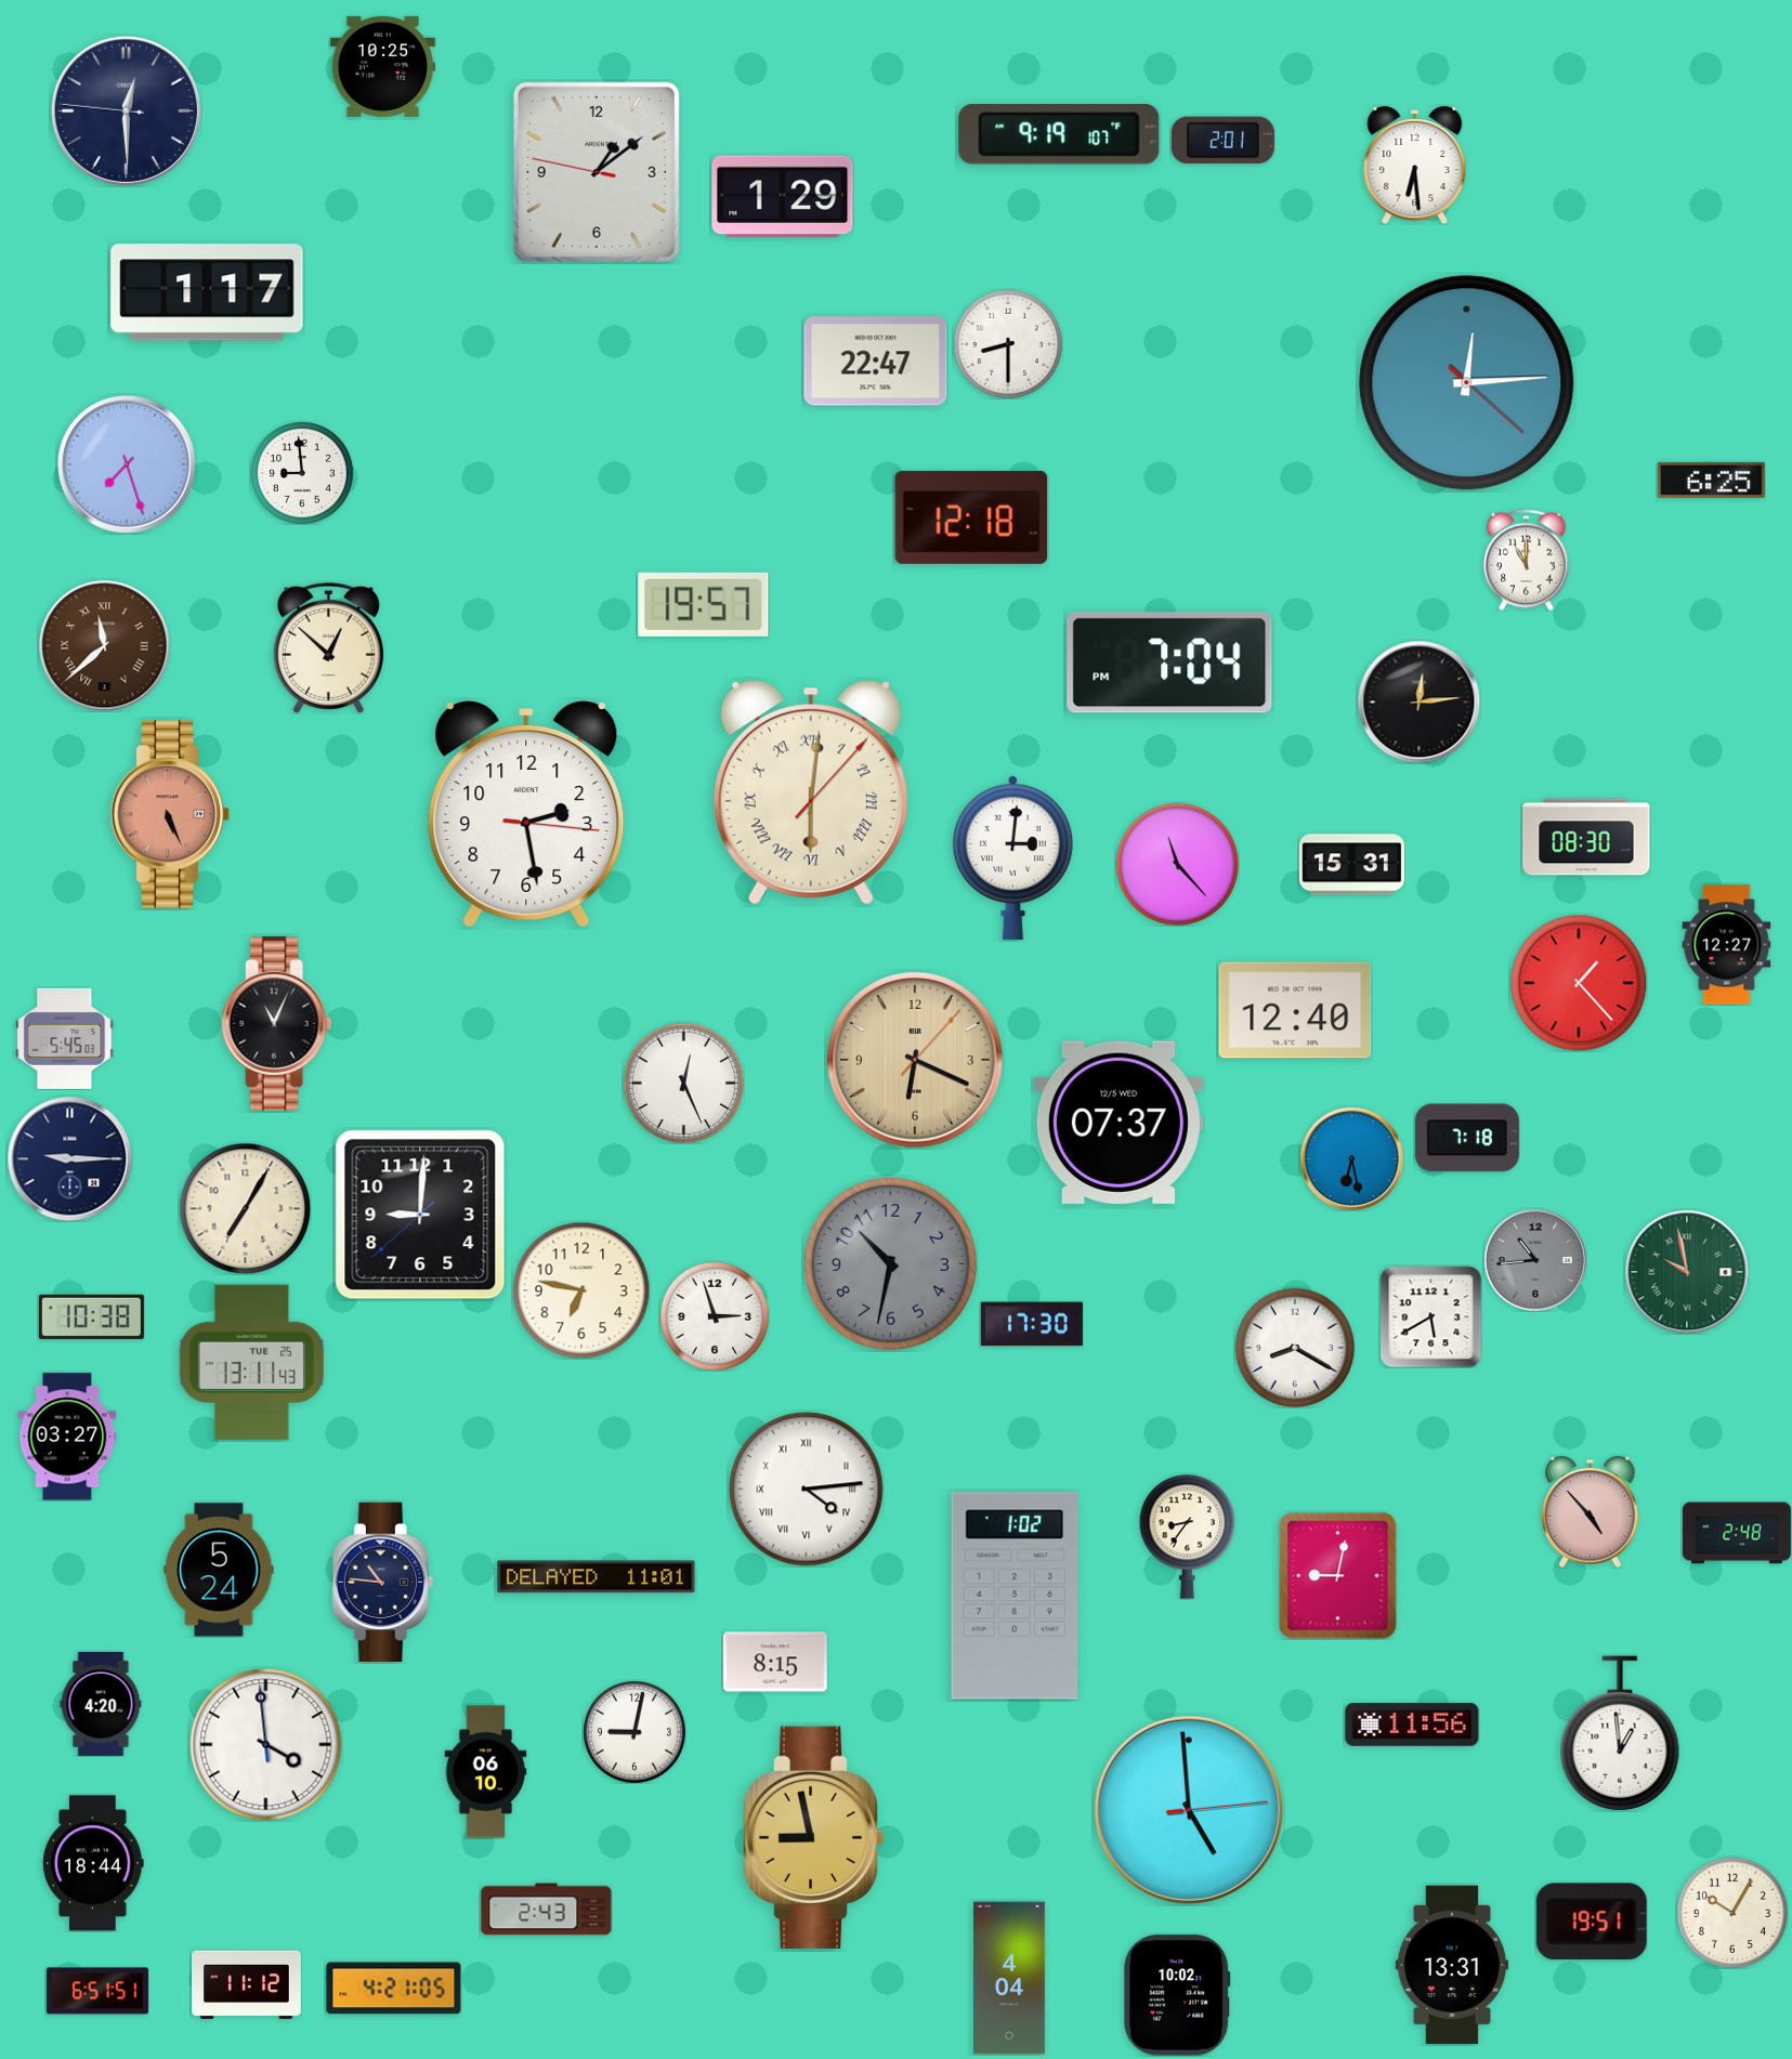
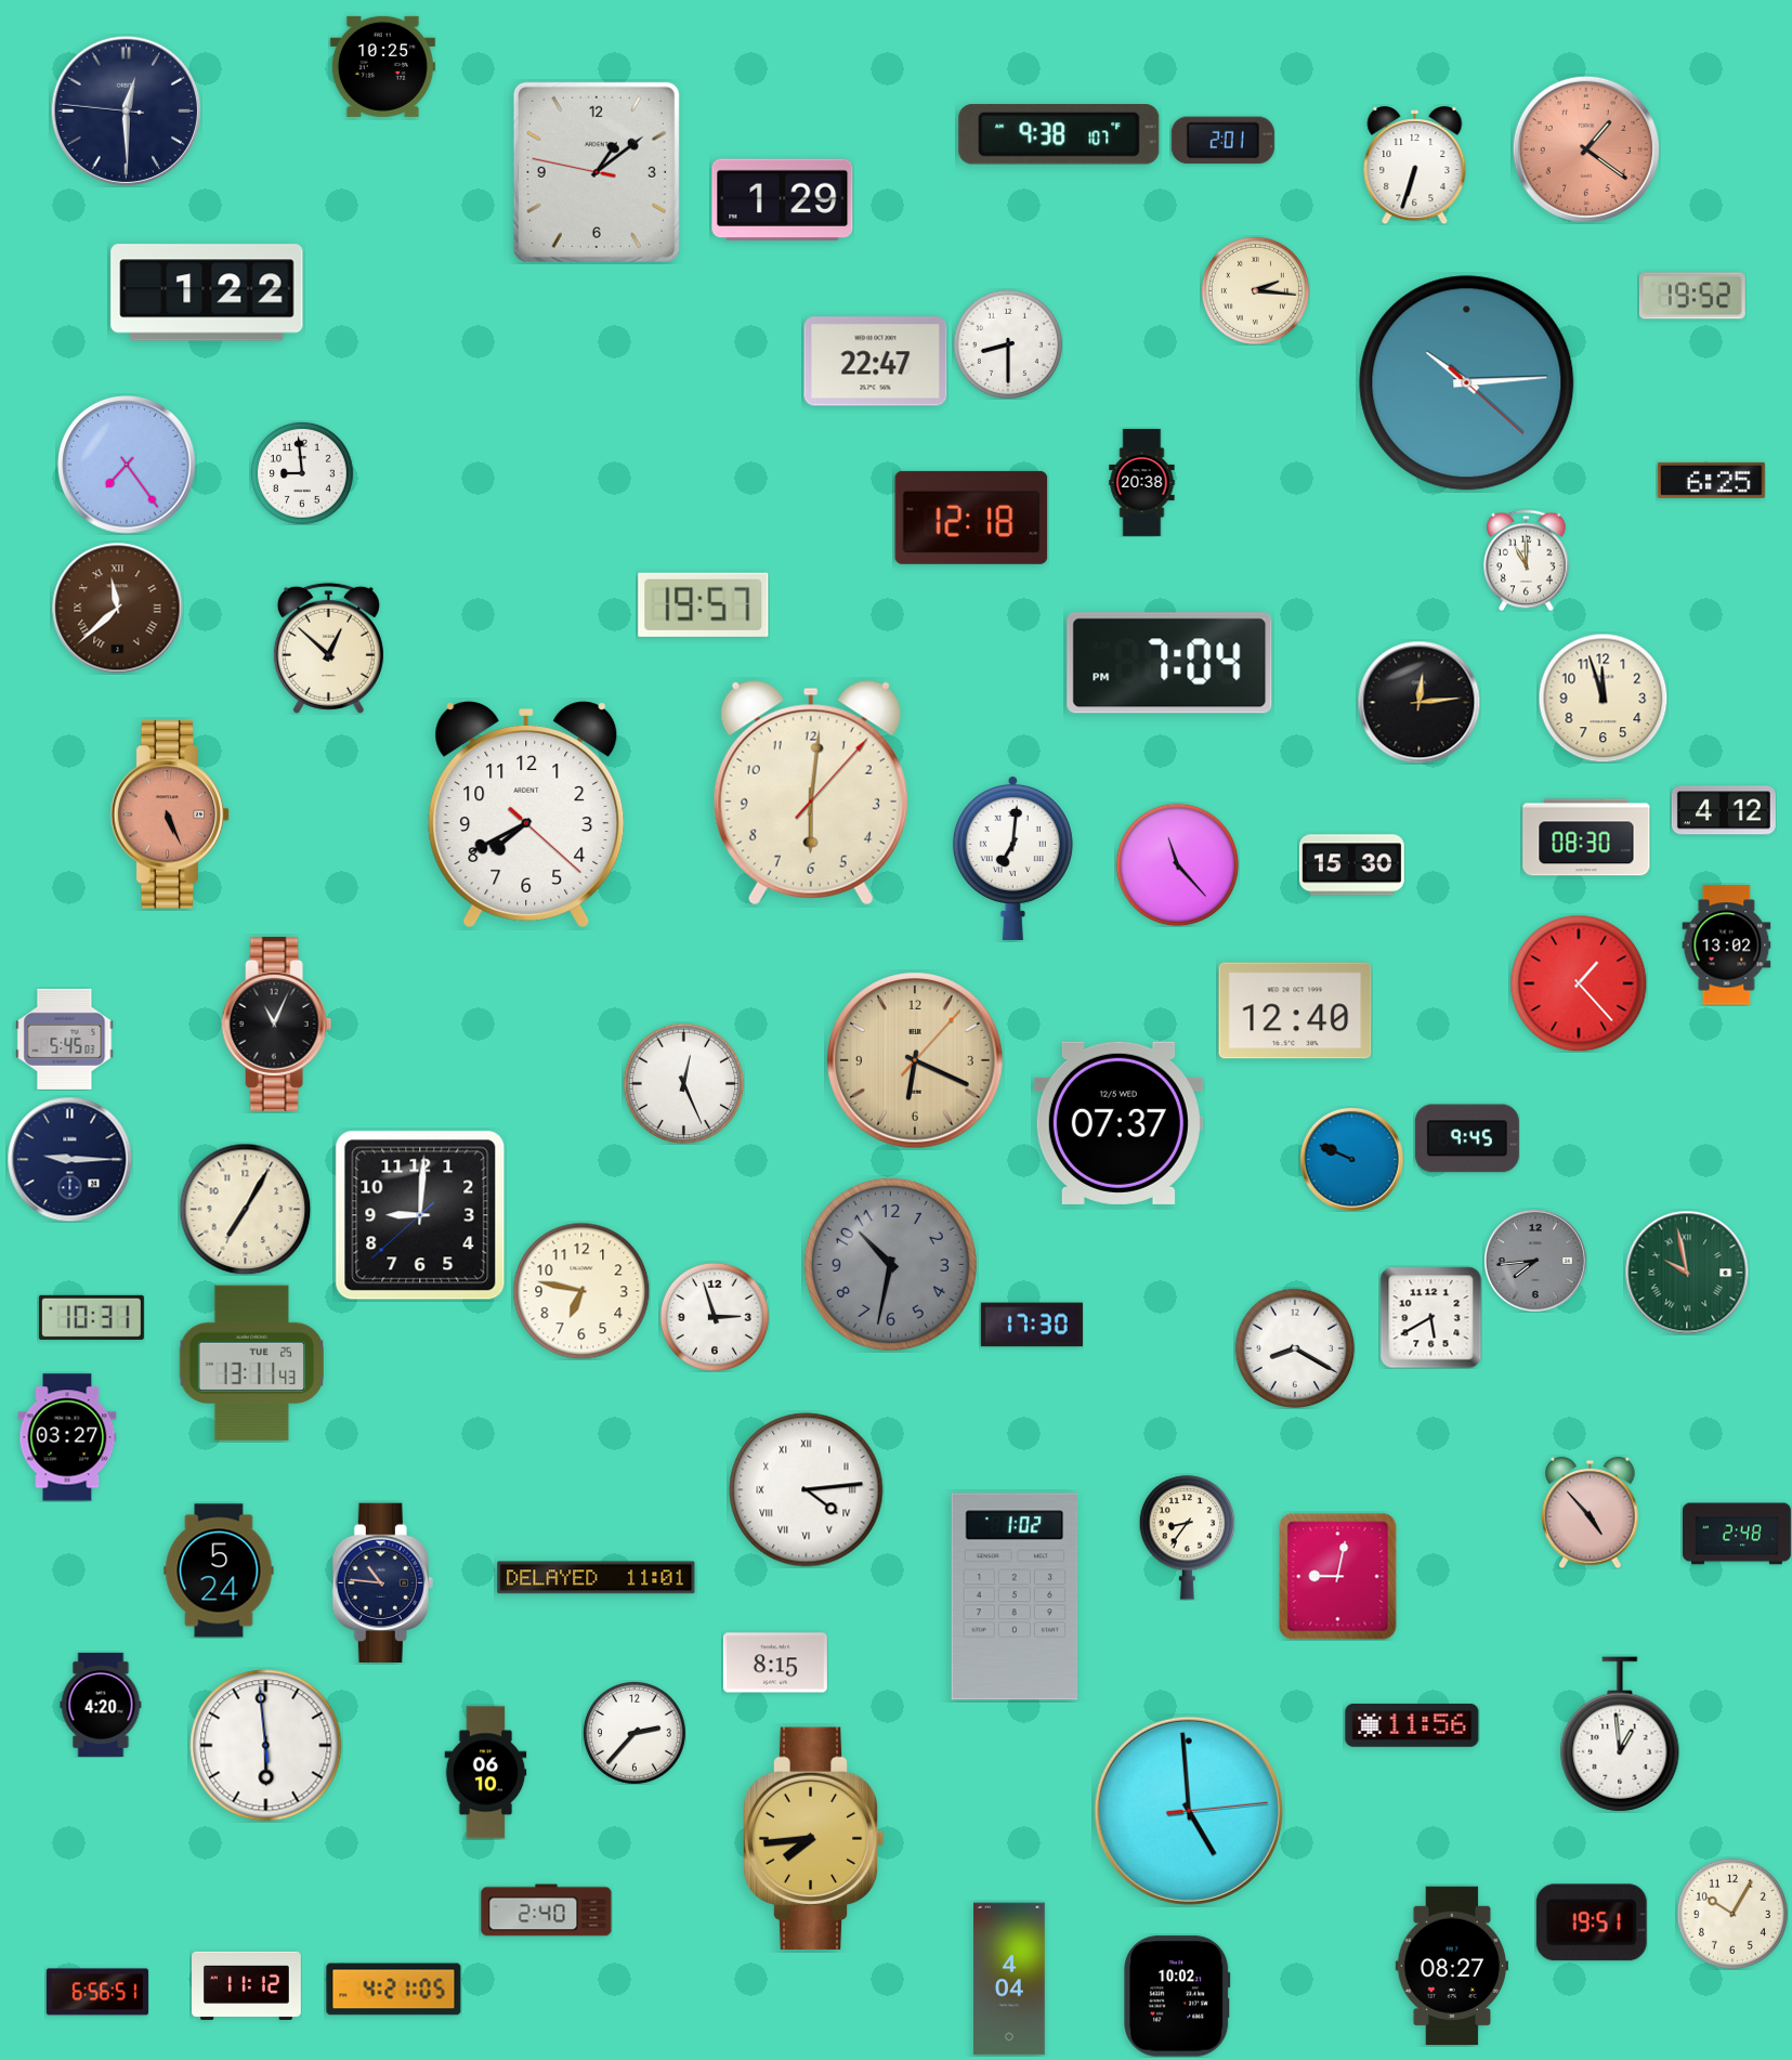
clock at (1059, 134): 9:19 -> 9:38
clock at (1586, 149): none -> 1:21
clock at (1415, 166): 6:29 -> 6:33
clock at (783, 197) position: (783, 197) -> (783, 200)
clock at (1255, 290): none -> 2:16
clock at (207, 292): 1:17 -> 1:22
clock at (1692, 296): none -> 19:52
clock at (1467, 383): 12:14 -> 10:14
clock at (128, 465): 7:27 -> 7:24
clock at (1142, 483): none -> 20:38
clock at (105, 646) position: (105, 646) -> (118, 609)
clock at (1603, 697): none -> 11:57
clock at (811, 792) numerals: Roman -> Arabic
clock at (1724, 810): none -> 4:12
clock at (526, 814): 2:28 -> 7:40
clock at (1012, 857): 3:01 -> 7:01
clock at (1351, 865): 15:31 -> 15:30
clock at (1727, 945): 12:27 -> 13:02
clock at (1467, 1138): 7:18 -> 9:45
clock at (1351, 1158): 6:28 -> 9:49
clock at (1535, 1260): 10:44 -> 7:44
clock at (91, 1316): 10:38 -> 10:31
clock at (635, 1732): 9:02 -> 2:37
clock at (266, 1745): 3:58 -> 5:58
clock at (813, 1838): 8:58 -> 7:44
clock at (93, 1863): 18:44 -> none
clock at (547, 1910): 2:43 -> 2:40
clock at (1451, 1965): 13:31 -> 08:27
clock at (97, 1991): 6:51 -> 6:56
